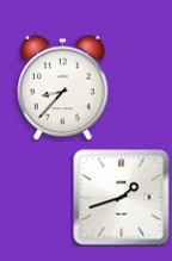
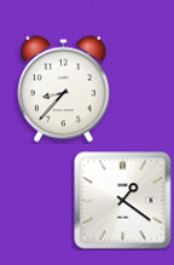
clock at (122, 198): 1:42 -> 1:21
